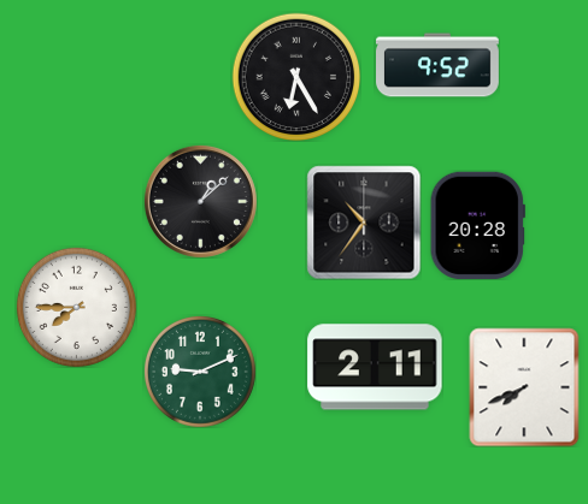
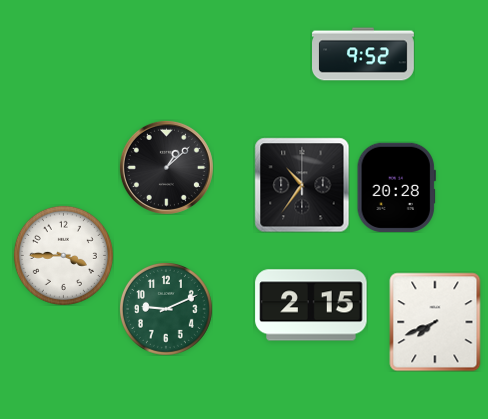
clock at (296, 77): 6:25 -> none
clock at (76, 307): 7:45 -> 3:45
clock at (375, 367): 2:11 -> 2:15
